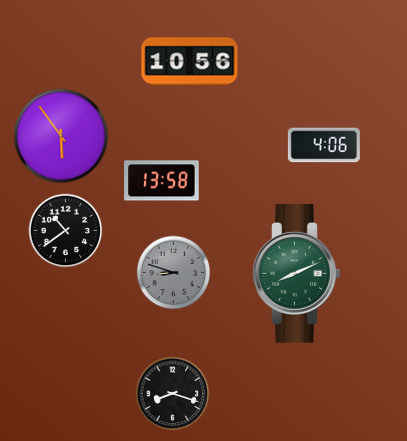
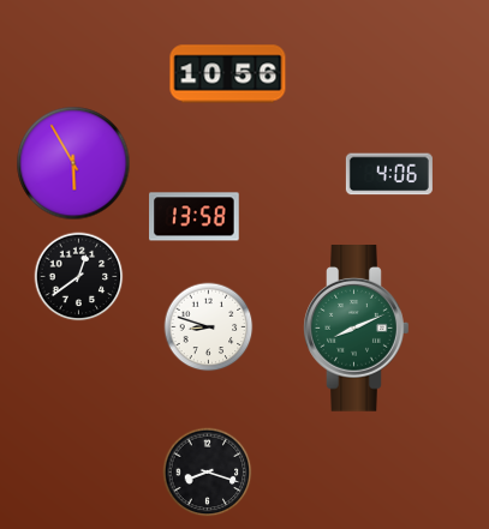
clock at (61, 136): 5:54 -> 5:55
clock at (66, 231): 10:39 -> 12:39
clock at (174, 273) dial: grey -> white
